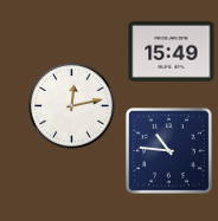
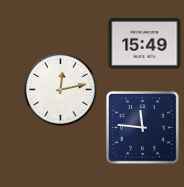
clock at (169, 151): 10:46 -> 11:46
